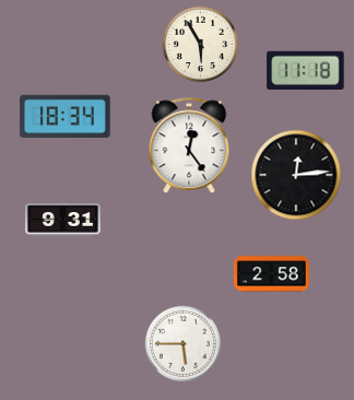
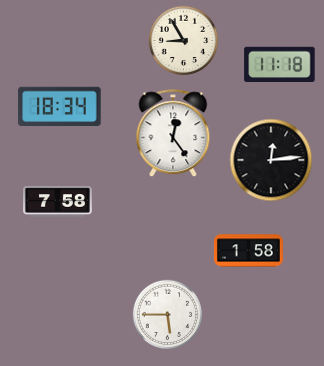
clock at (200, 44): 5:55 -> 8:55
clock at (63, 221): 9:31 -> 7:58
clock at (271, 274): 2:58 -> 1:58
